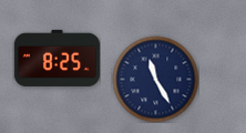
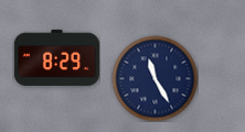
clock at (57, 58): 8:25 -> 8:29
